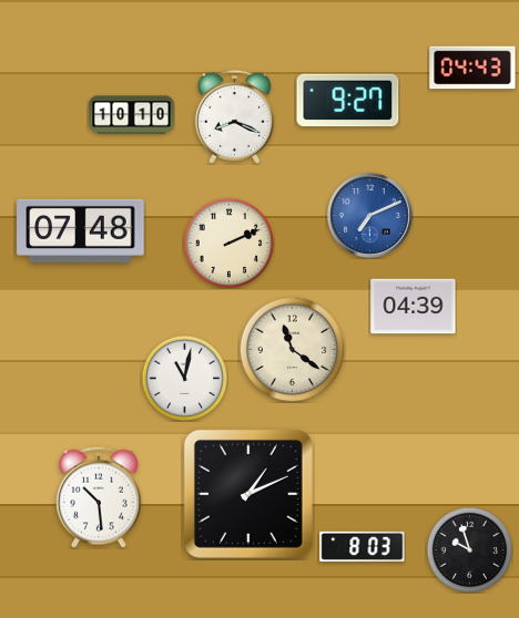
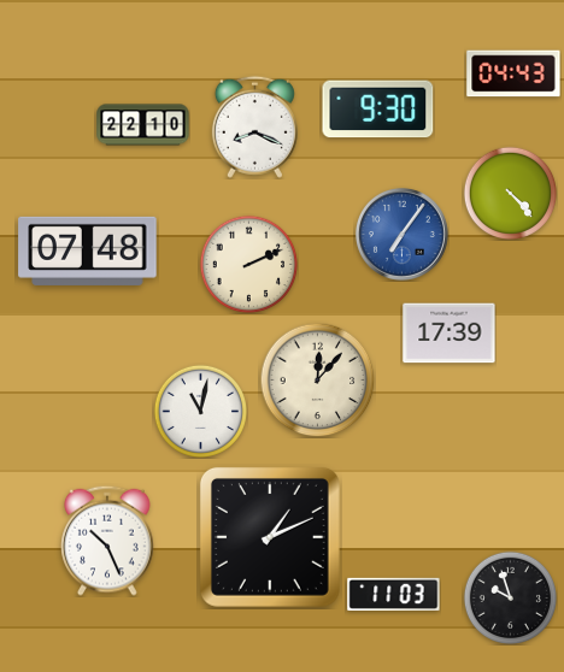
clock at (348, 101): 9:27 -> 9:30
clock at (132, 115): 10:10 -> 22:10
clock at (510, 193): none -> 4:23
clock at (369, 215): 7:11 -> 7:06
clock at (414, 307): 04:39 -> 17:39
clock at (292, 349): 11:21 -> 12:07
clock at (99, 497): 10:29 -> 10:26
clock at (363, 546): 8:03 -> 11:03
